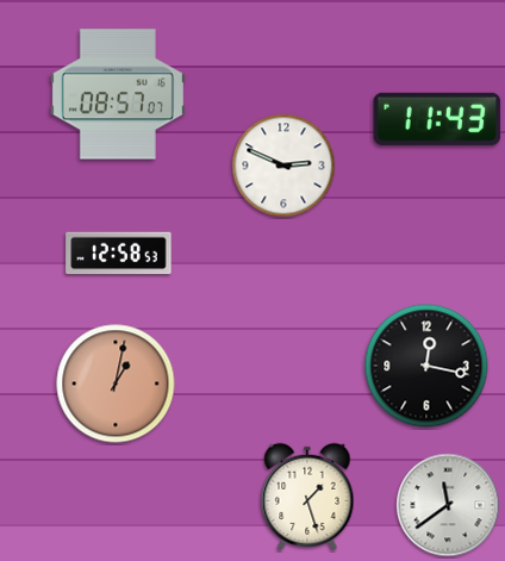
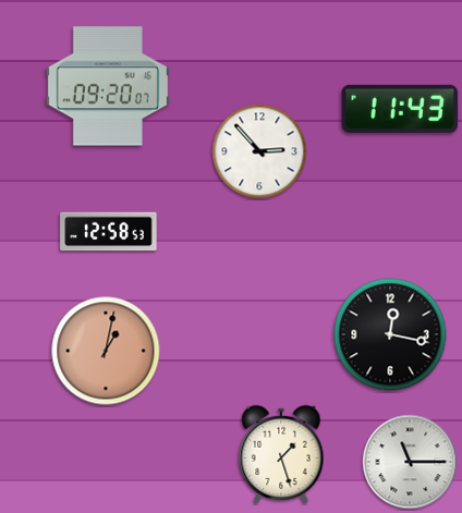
clock at (118, 94): 08:57 -> 09:20
clock at (283, 166): 2:49 -> 2:53
clock at (448, 505): 11:39 -> 11:15
